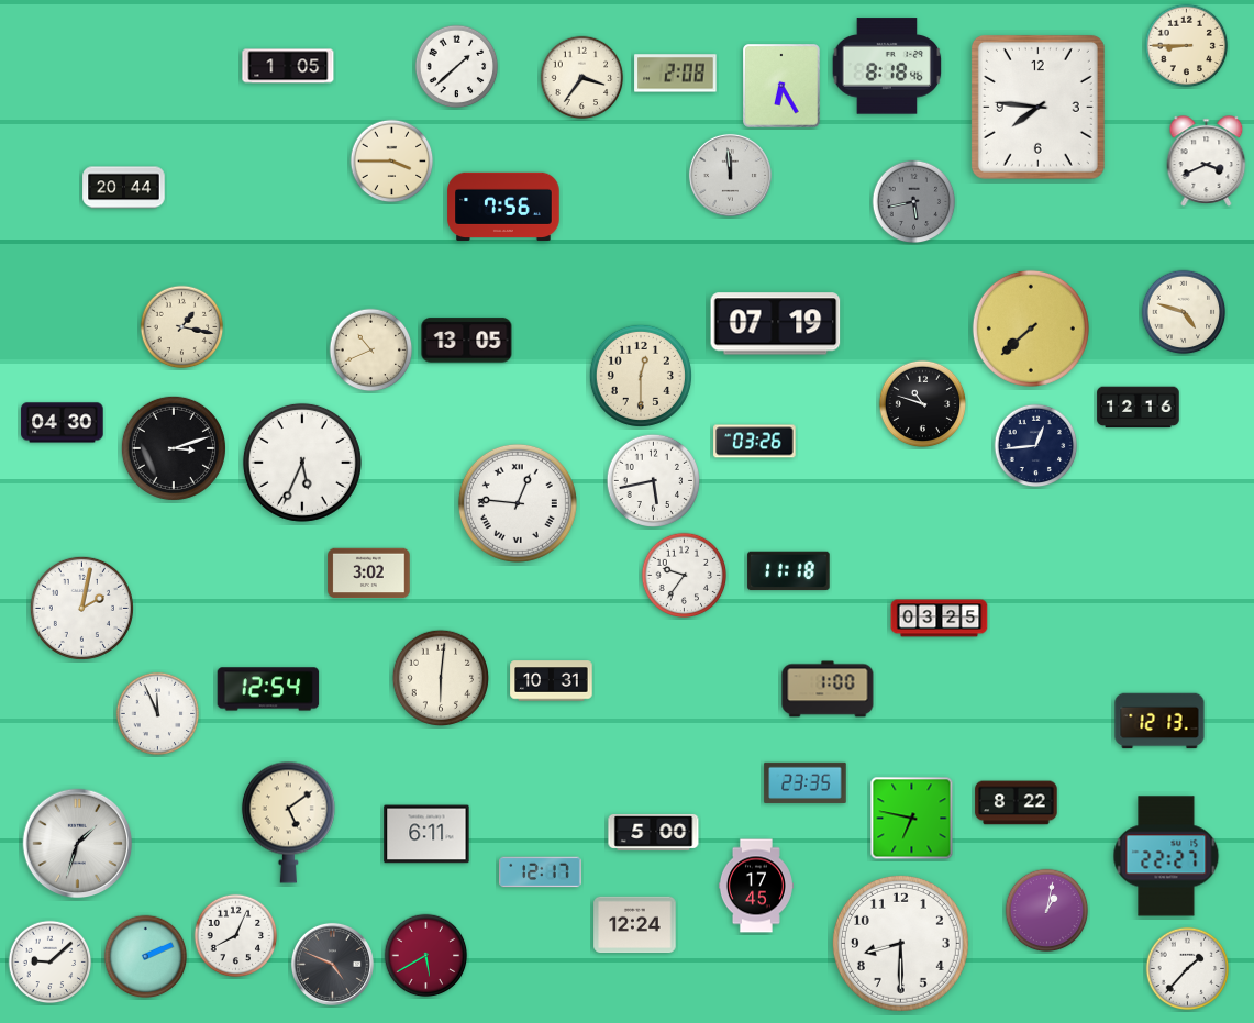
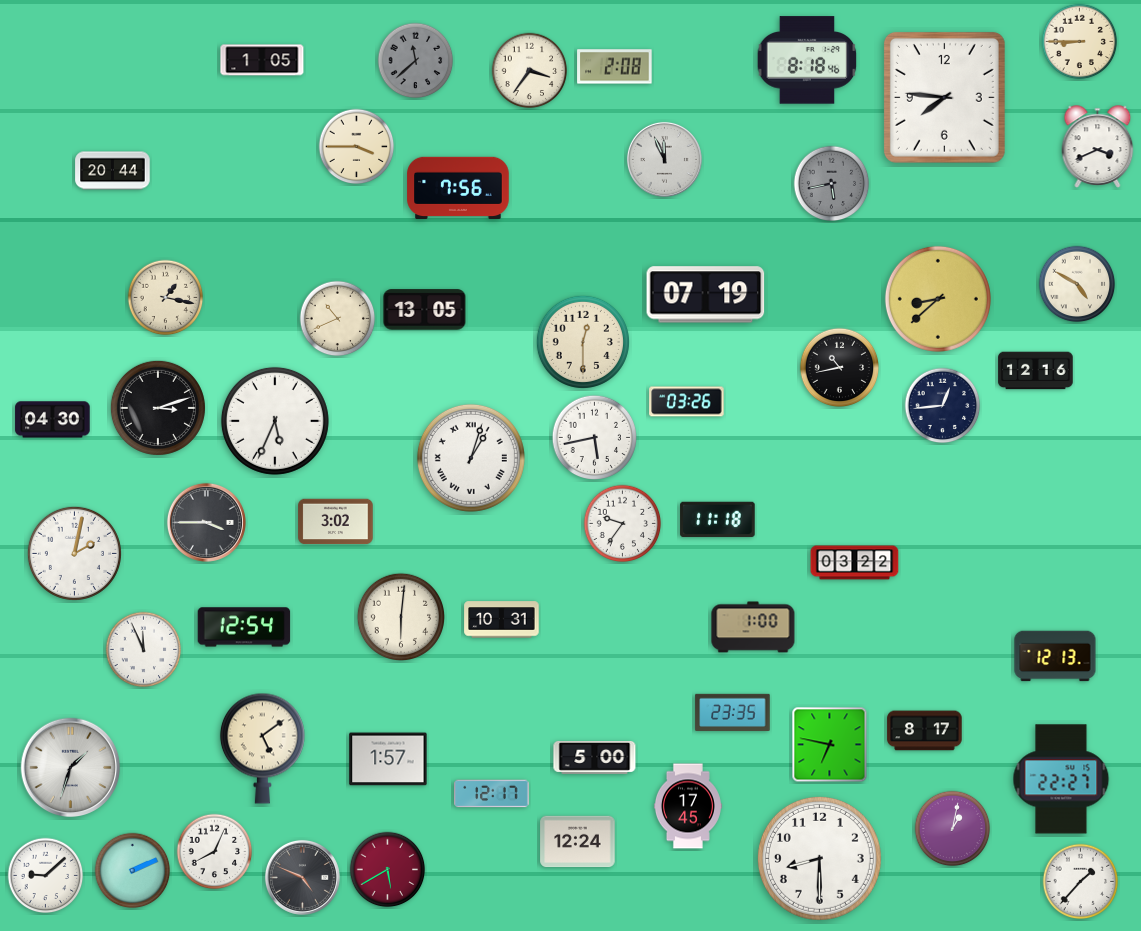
clock at (457, 67): 1:38 -> 11:38
clock at (457, 67) dial: white -> grey
clock at (783, 87): 6:25 -> none
clock at (730, 175): 11:59 -> 11:56
clock at (1184, 312): 4:48 -> 4:50
clock at (1031, 329): 7:38 -> 8:38
clock at (923, 404): 10:48 -> 10:43
clock at (63, 423) position: (63, 423) -> (53, 420)
clock at (518, 503): 12:46 -> 1:03
clock at (206, 522): none -> 3:45
clock at (940, 619): 03:25 -> 03:22
clock at (1017, 803): 8:22 -> 8:17
clock at (426, 834): 6:11 -> 1:57
